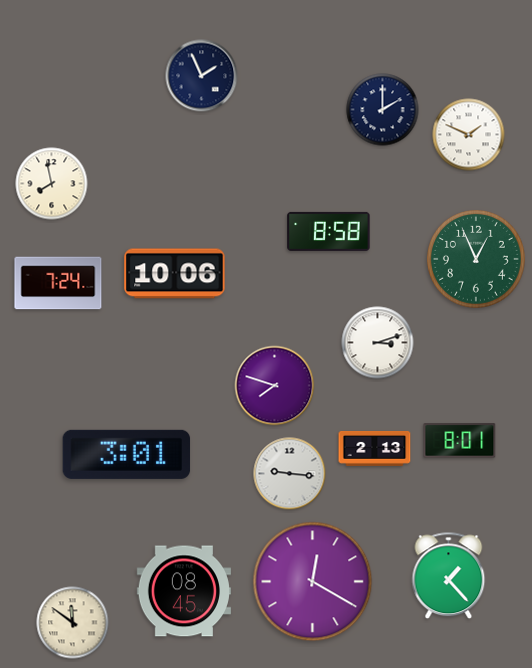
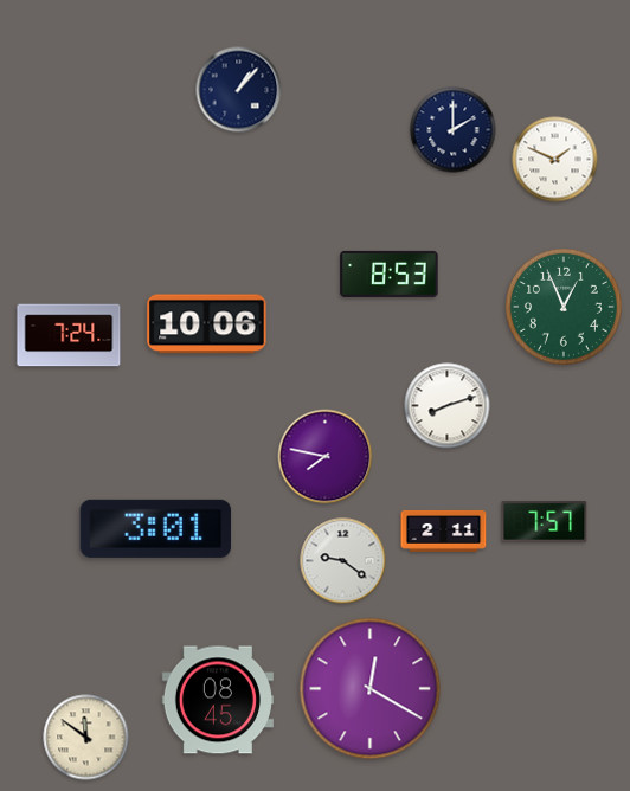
clock at (202, 76): 1:56 -> 1:07
clock at (52, 184): 7:58 -> none
clock at (329, 231): 8:58 -> 8:53
clock at (378, 343): 3:12 -> 8:12
clock at (275, 386): 7:48 -> 7:47
clock at (460, 441): 8:01 -> 7:57
clock at (375, 448): 2:13 -> 2:11
clock at (127, 454) position: (127, 454) -> (156, 528)
clock at (290, 474): 9:16 -> 9:21
clock at (449, 576): 1:23 -> none
